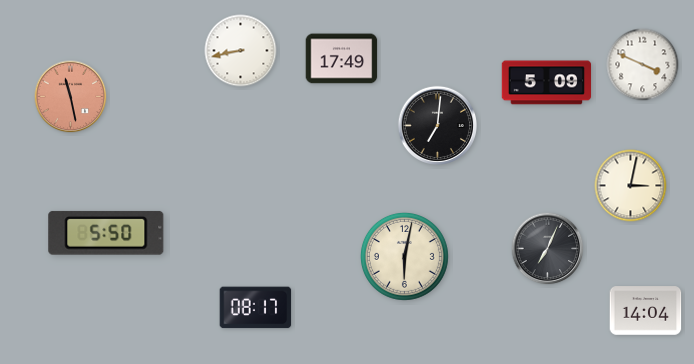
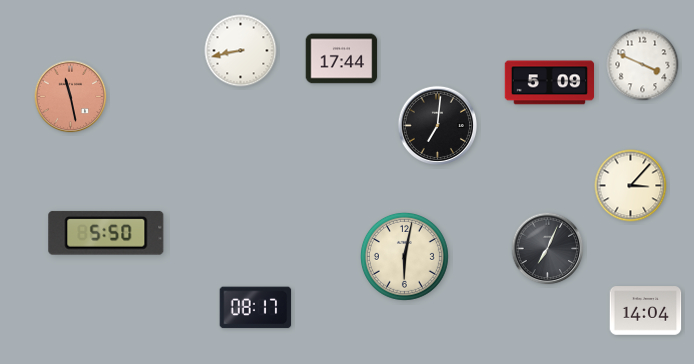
clock at (342, 59): 17:49 -> 17:44
clock at (547, 83) position: (547, 83) -> (550, 83)
clock at (631, 186): 3:02 -> 3:07
